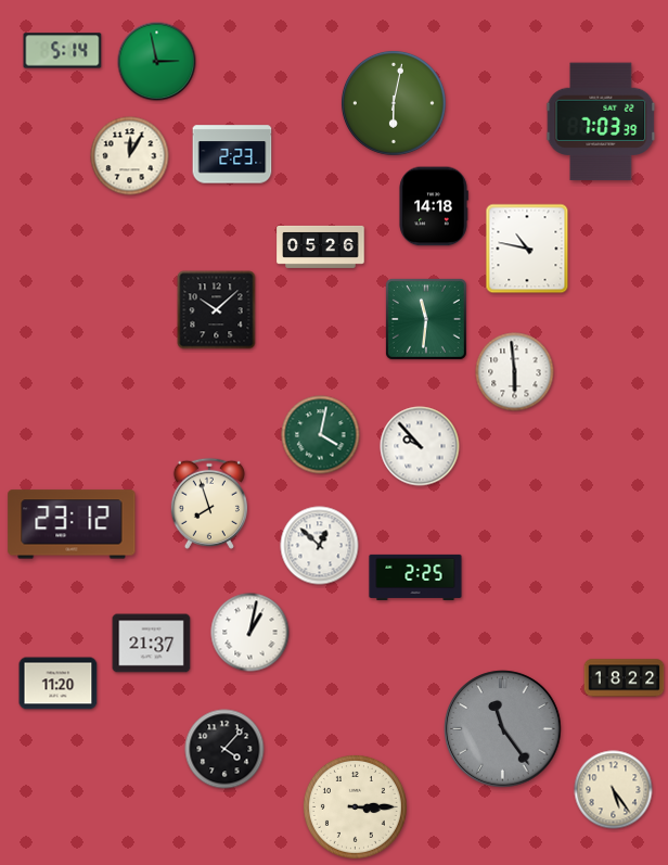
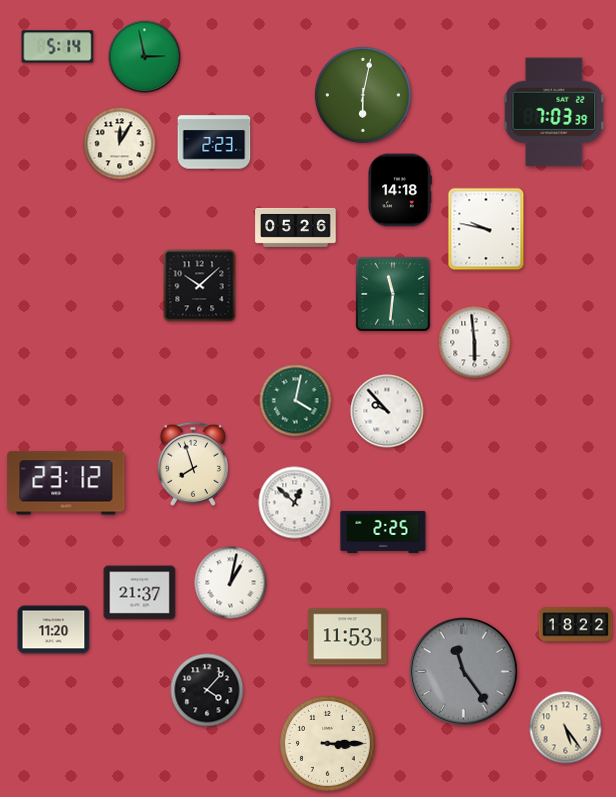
clock at (527, 249): 10:47 -> 9:47
clock at (347, 637): none -> 11:53
